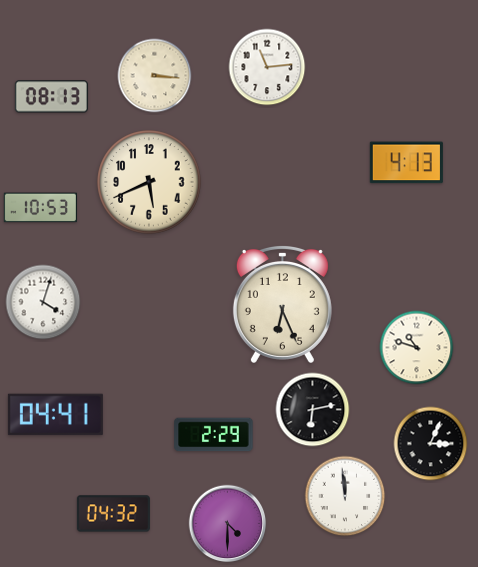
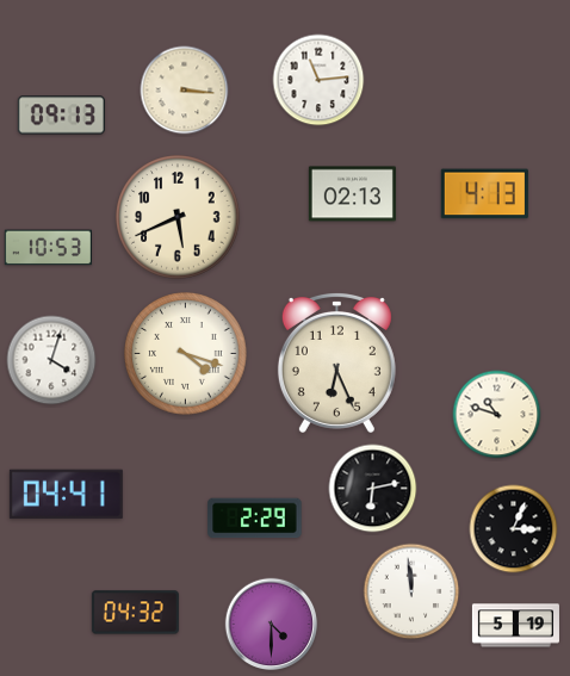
clock at (51, 97): 08:13 -> 09:13
clock at (352, 194): none -> 02:13
clock at (186, 354): none -> 4:18
clock at (515, 626): none -> 5:19
